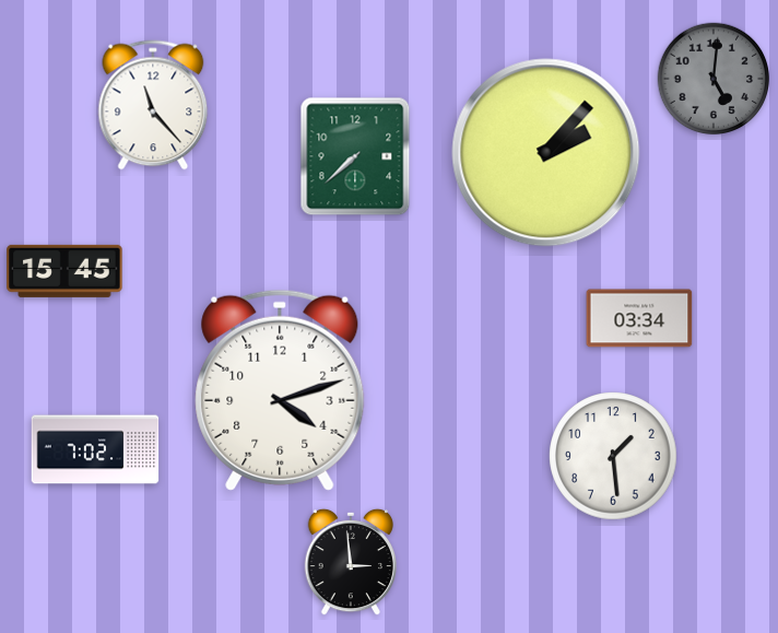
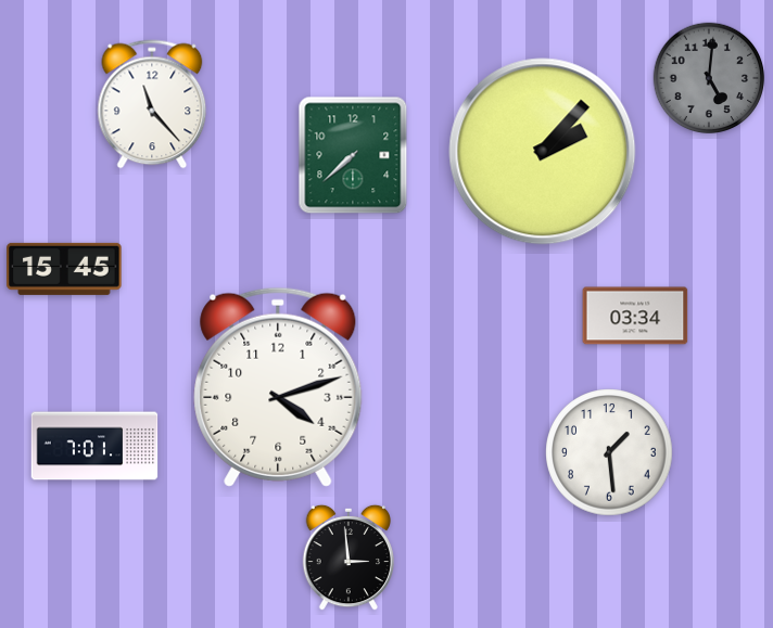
clock at (95, 449): 7:02 -> 7:01
